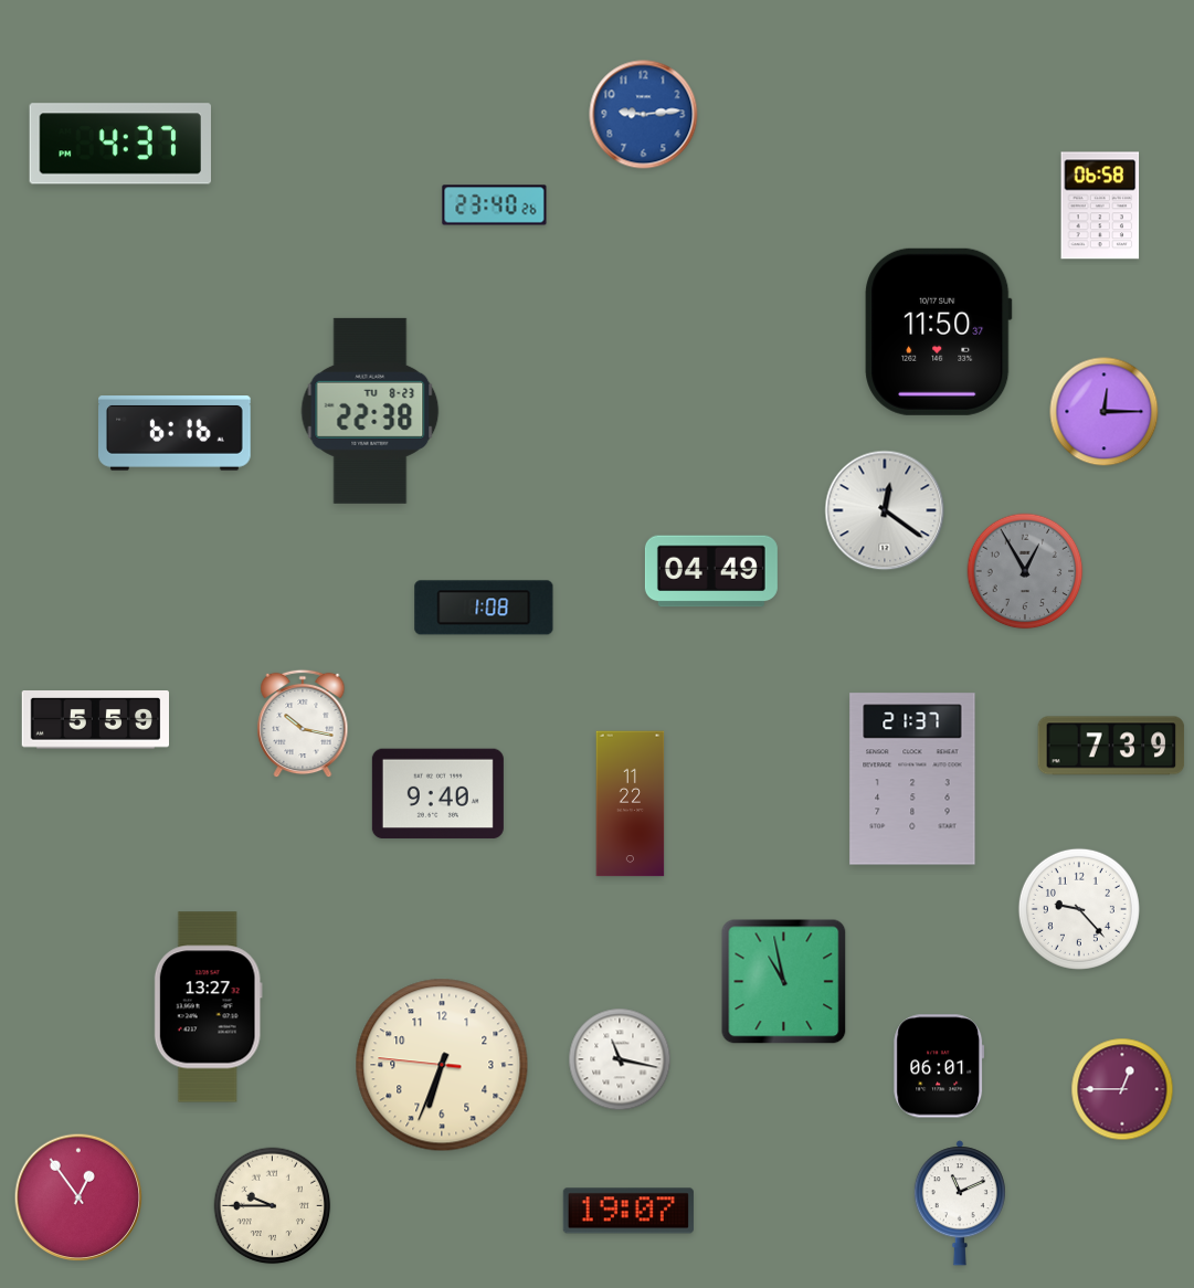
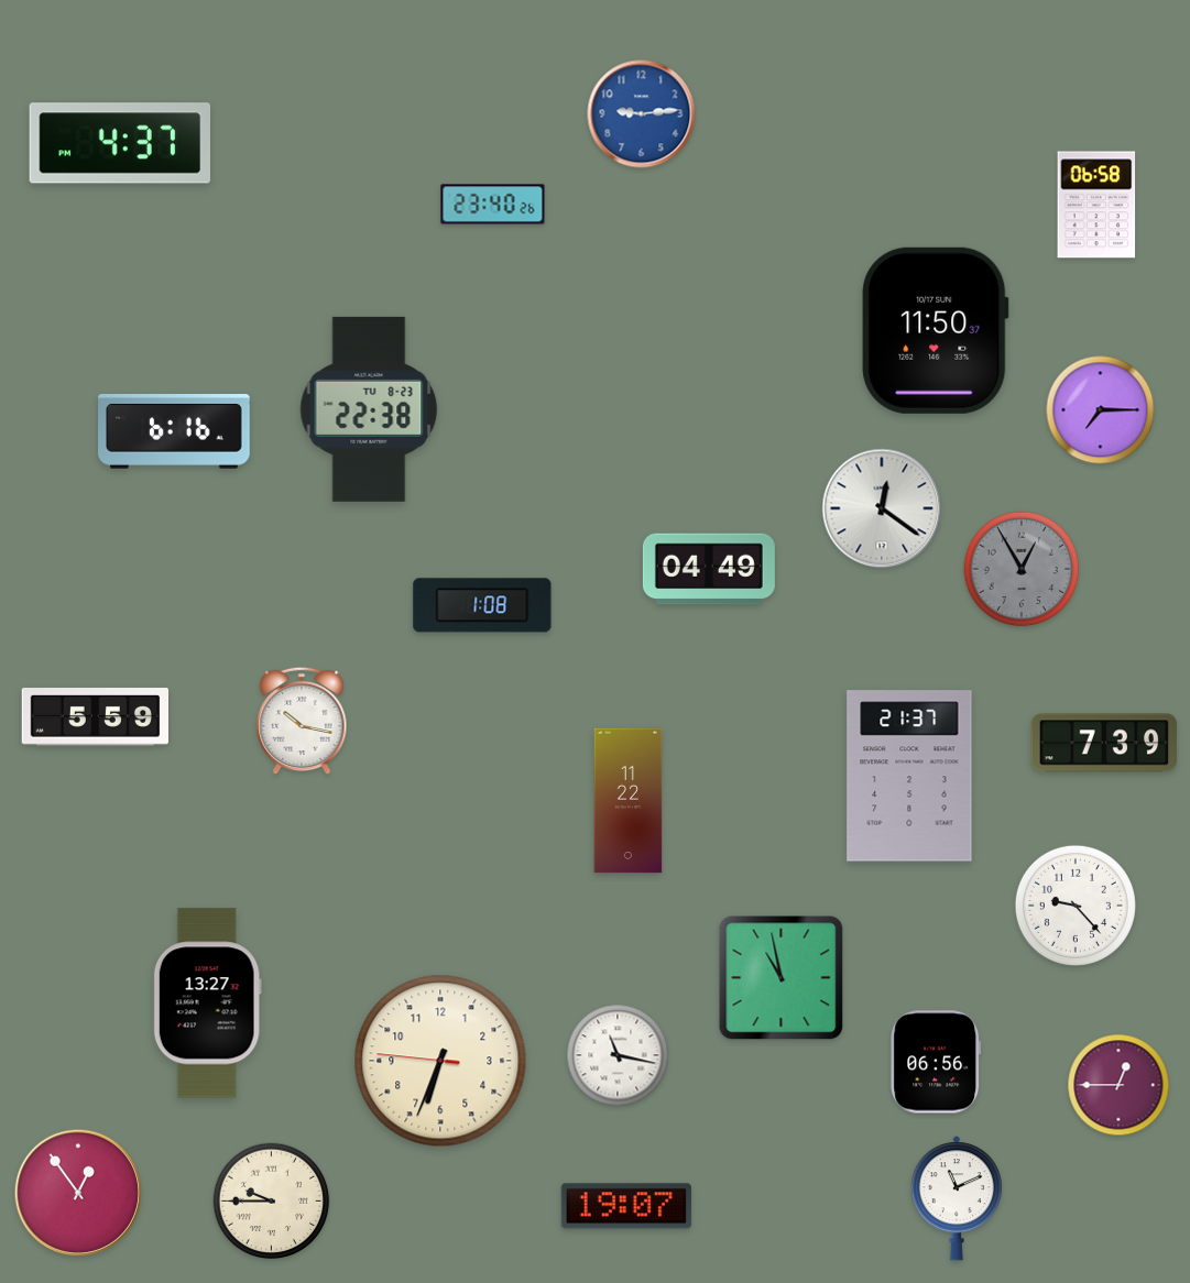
clock at (1105, 412): 12:15 -> 7:15
clock at (1111, 746) position: (1111, 746) -> (1104, 743)
clock at (437, 794): 9:40 -> none
clock at (939, 1066): 06:01 -> 06:56
